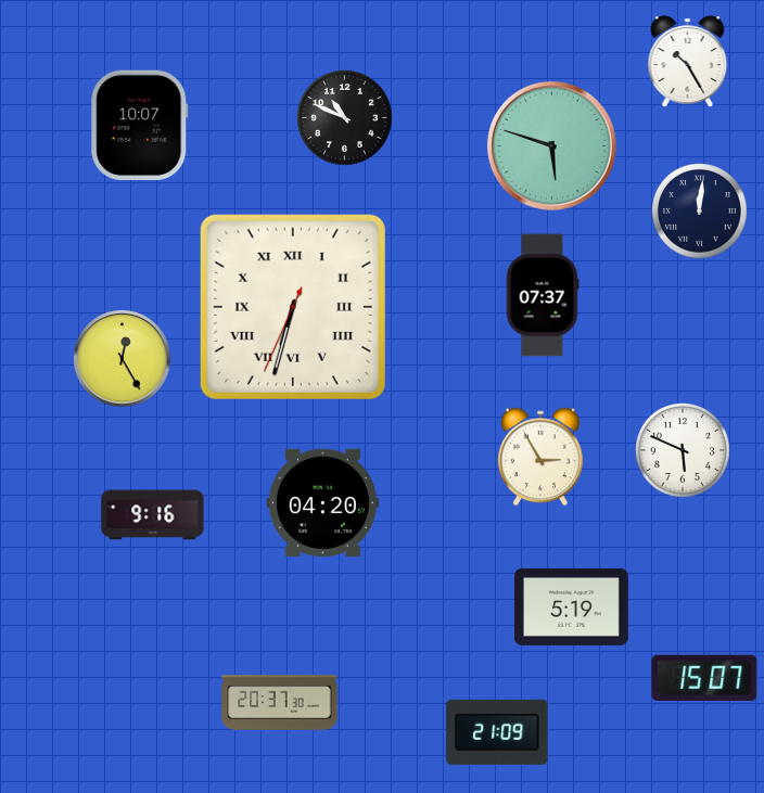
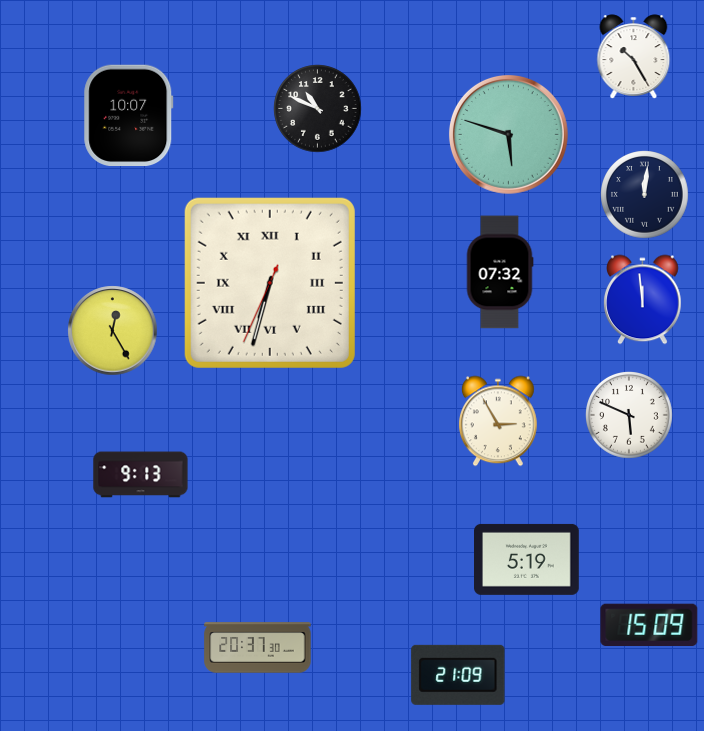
clock at (543, 295): 07:37 -> 07:32
clock at (643, 300): none -> 11:59
clock at (322, 502): 04:20 -> none
clock at (153, 515): 9:16 -> 9:13
clock at (704, 677): 15:07 -> 15:09
